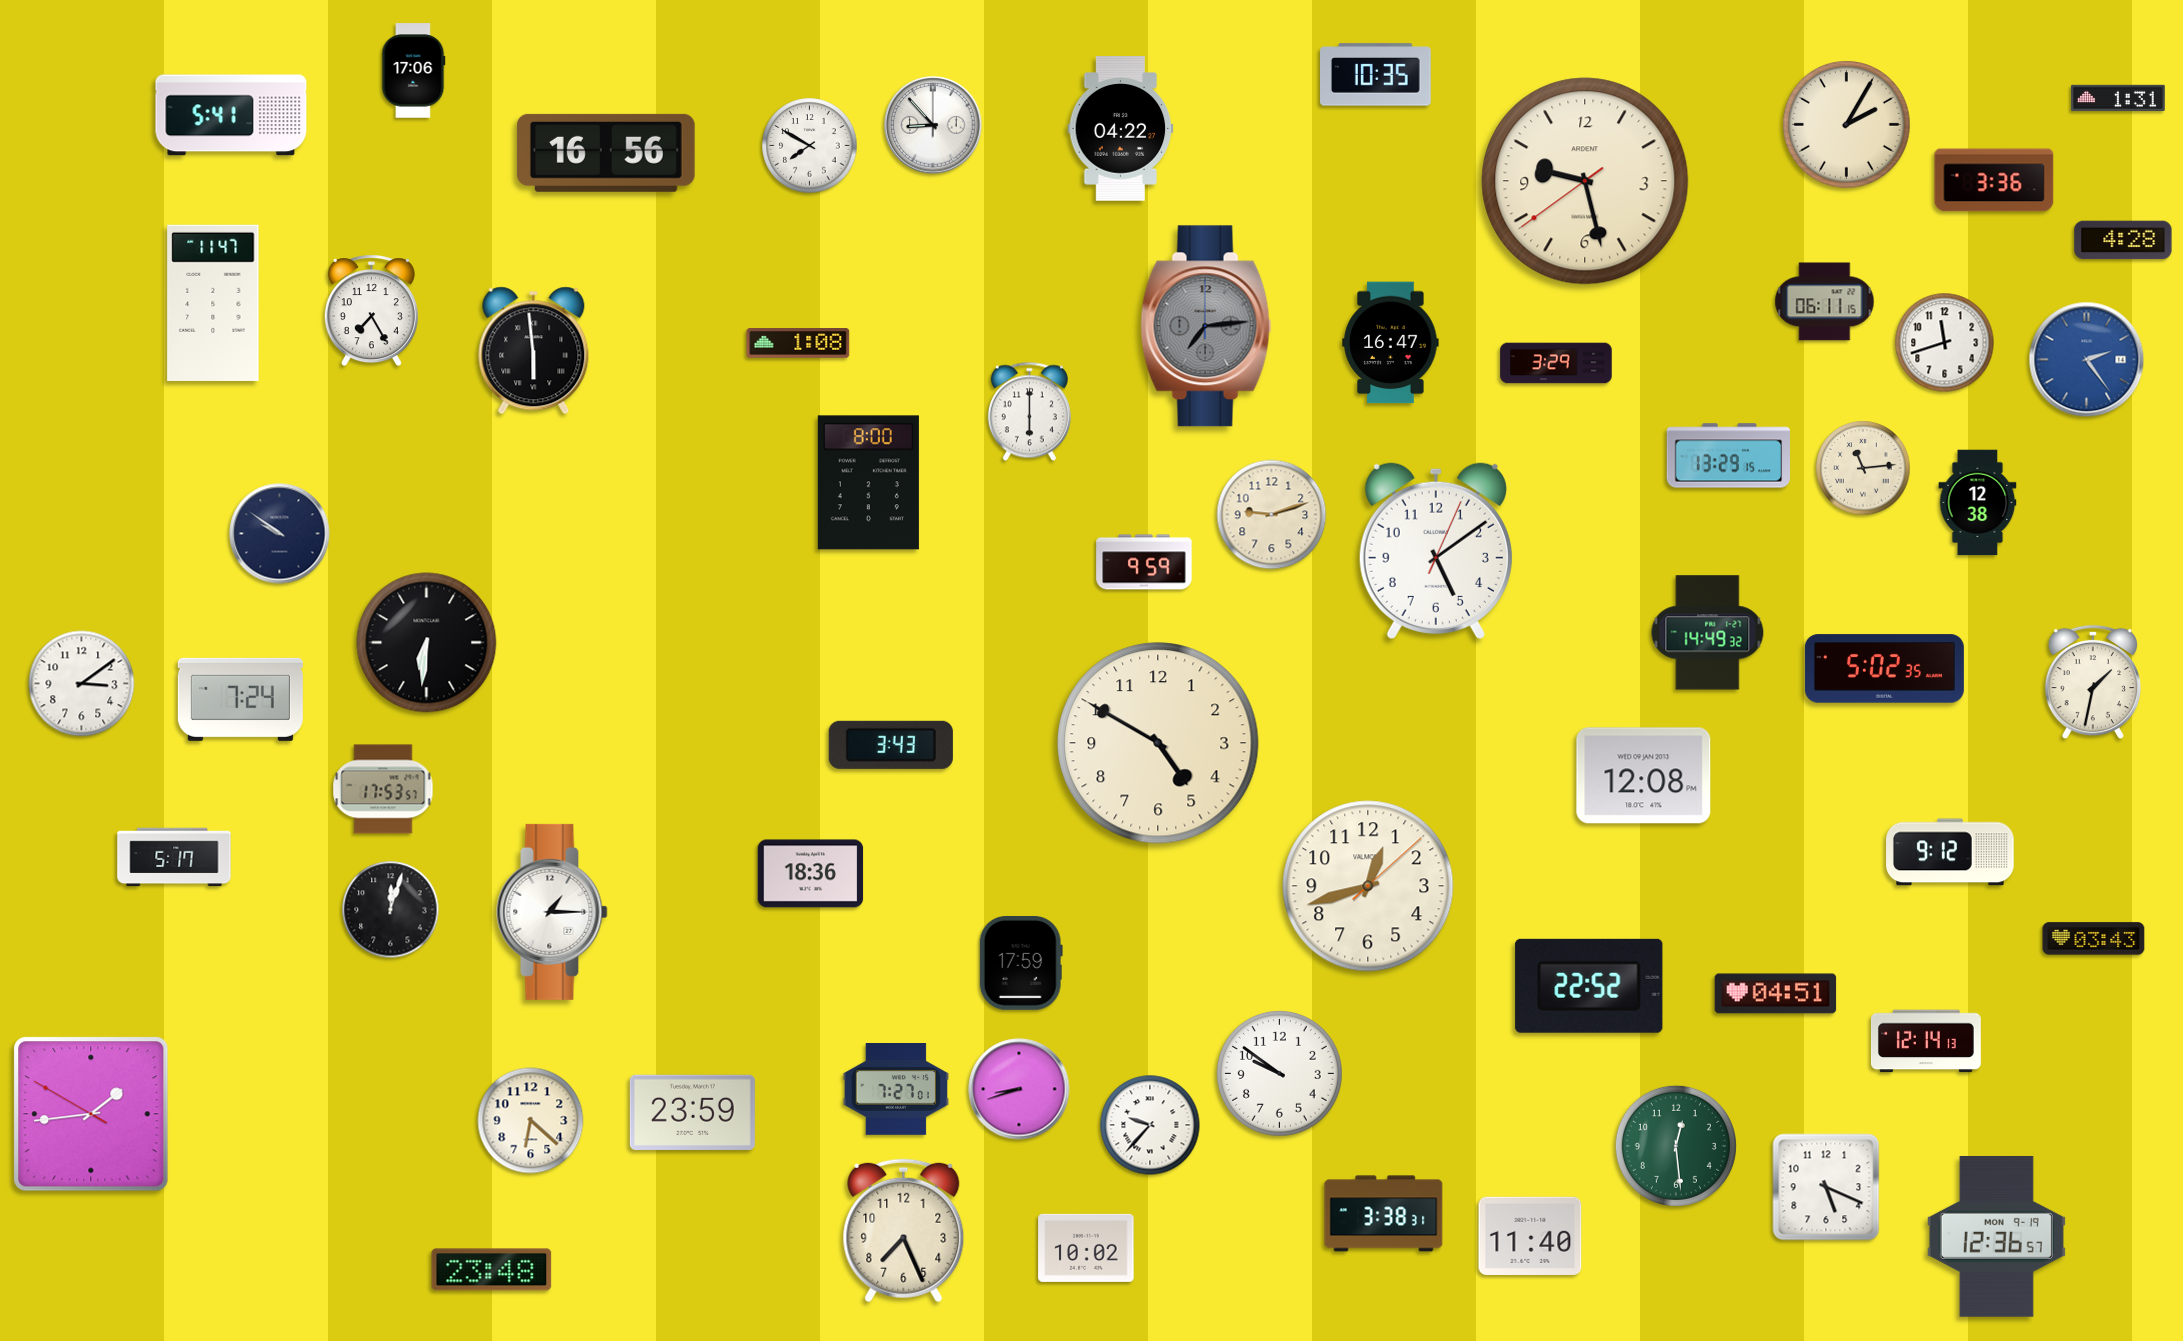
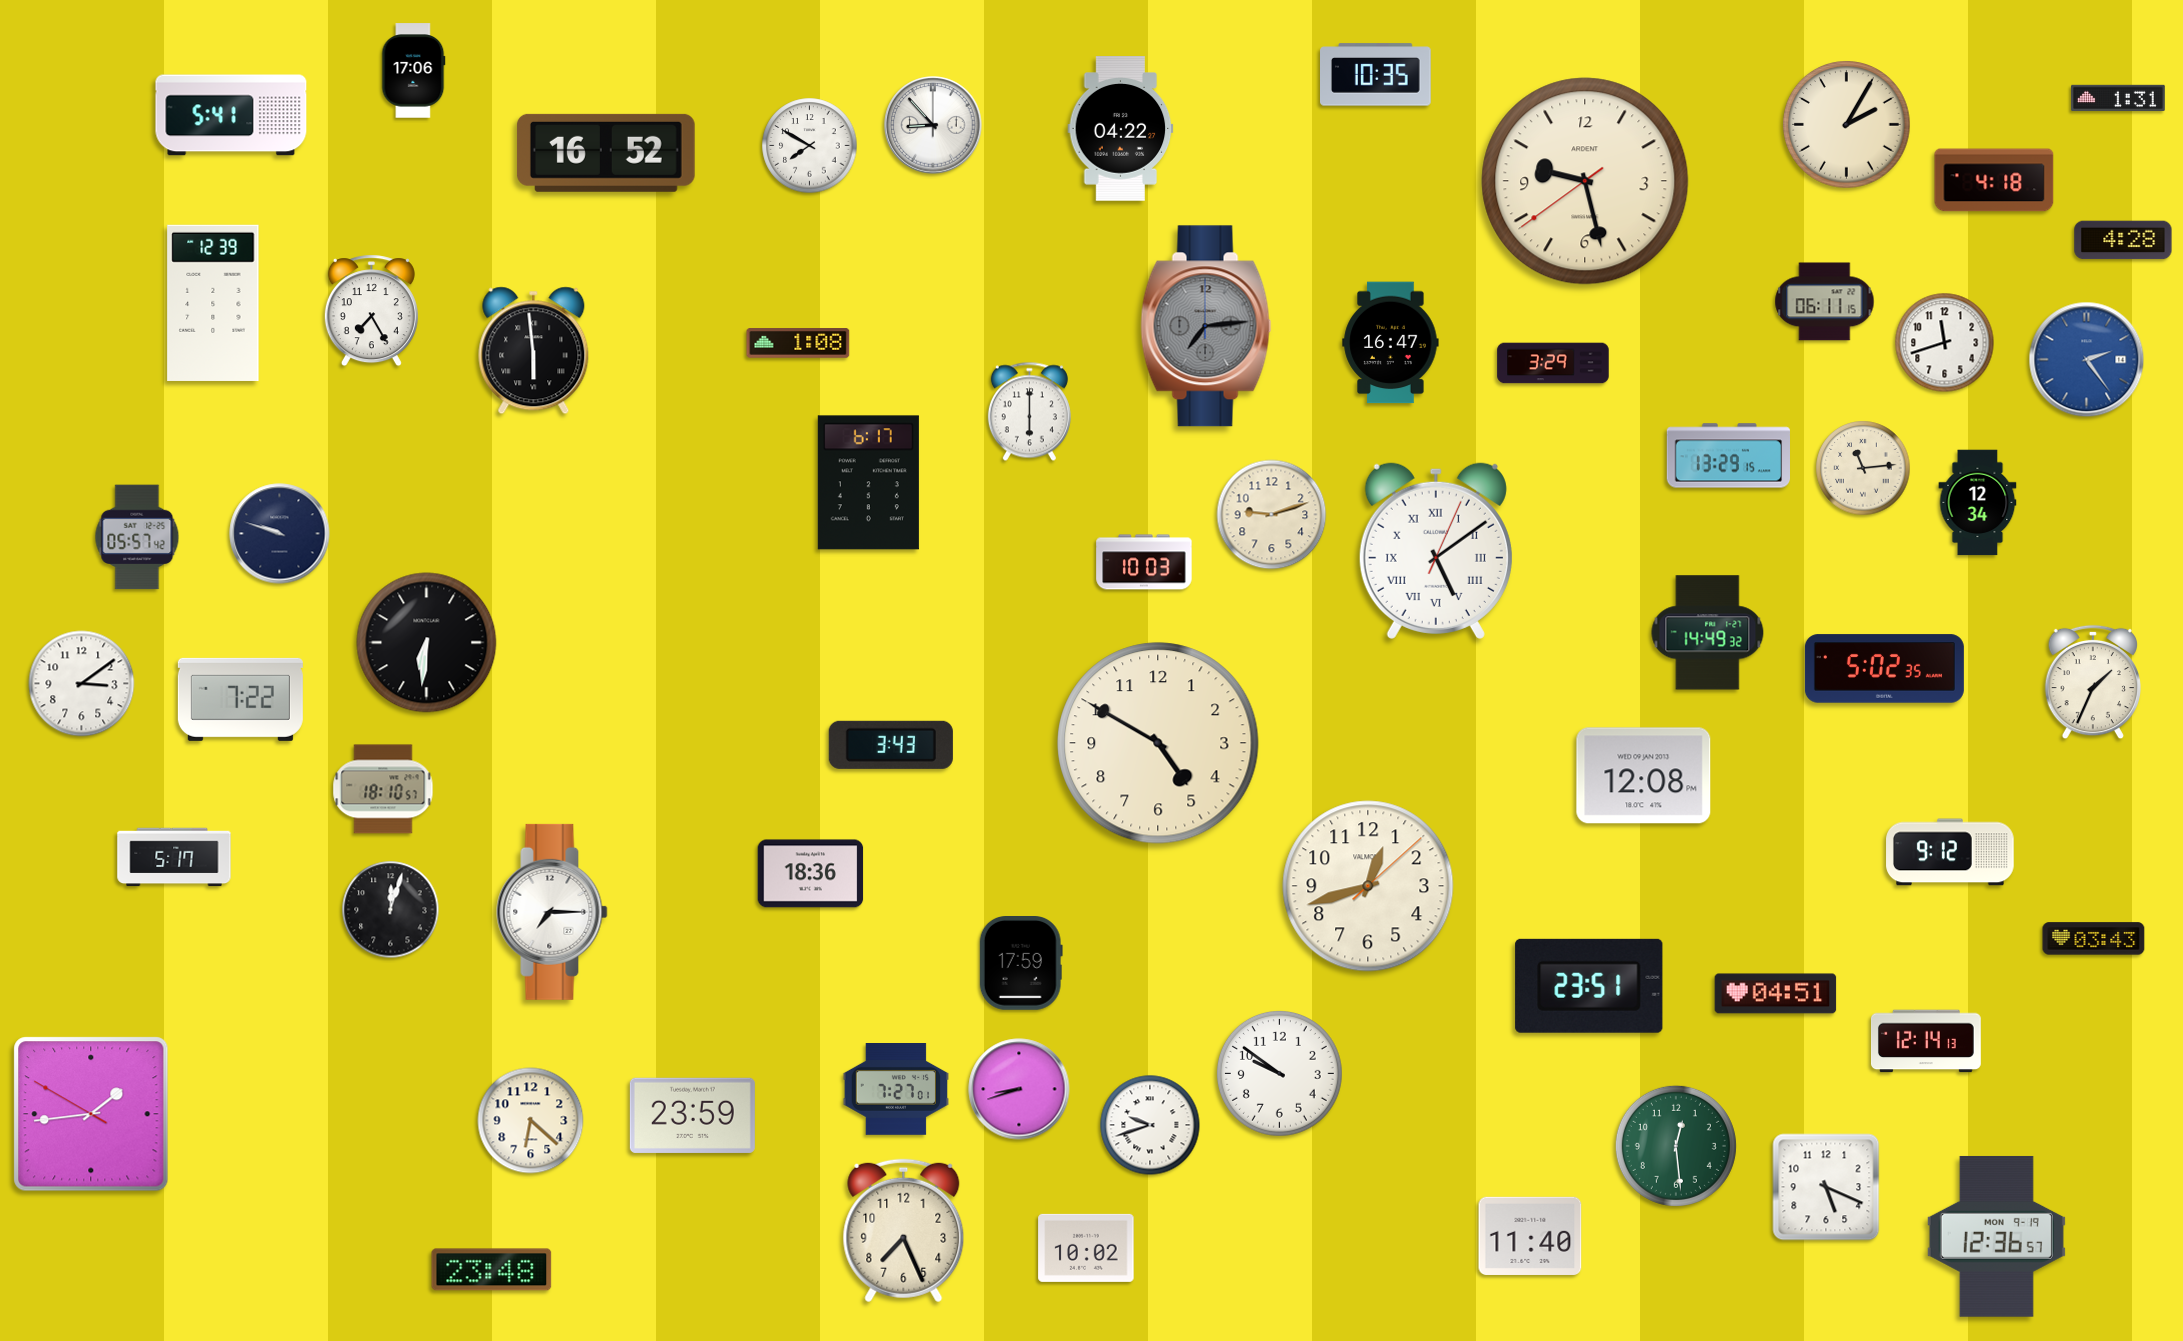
clock at (606, 153): 16:56 -> 16:52
clock at (1994, 180): 3:36 -> 4:18
clock at (213, 303): 11:47 -> 12:39
clock at (1556, 363) position: (1556, 363) -> (1553, 363)
clock at (868, 483): 8:00 -> 6:17
clock at (1978, 503): 12:38 -> 12:34
clock at (280, 534): 9:51 -> 9:48
clock at (137, 537): none -> 05:57
clock at (1436, 551) numerals: Arabic -> Roman
clock at (1144, 562): 9:59 -> 10:03
clock at (2092, 682): 1:32 -> 1:34
clock at (240, 699): 7:24 -> 7:22
clock at (383, 789): 17:53 -> 18:10
clock at (552, 912): 1:15 -> 7:15
clock at (1589, 986): 22:52 -> 23:51
clock at (692, 1112) position: (692, 1112) -> (692, 1115)
clock at (1150, 1125): 9:37 -> 9:42
clock at (1384, 1214): 3:38 -> none
